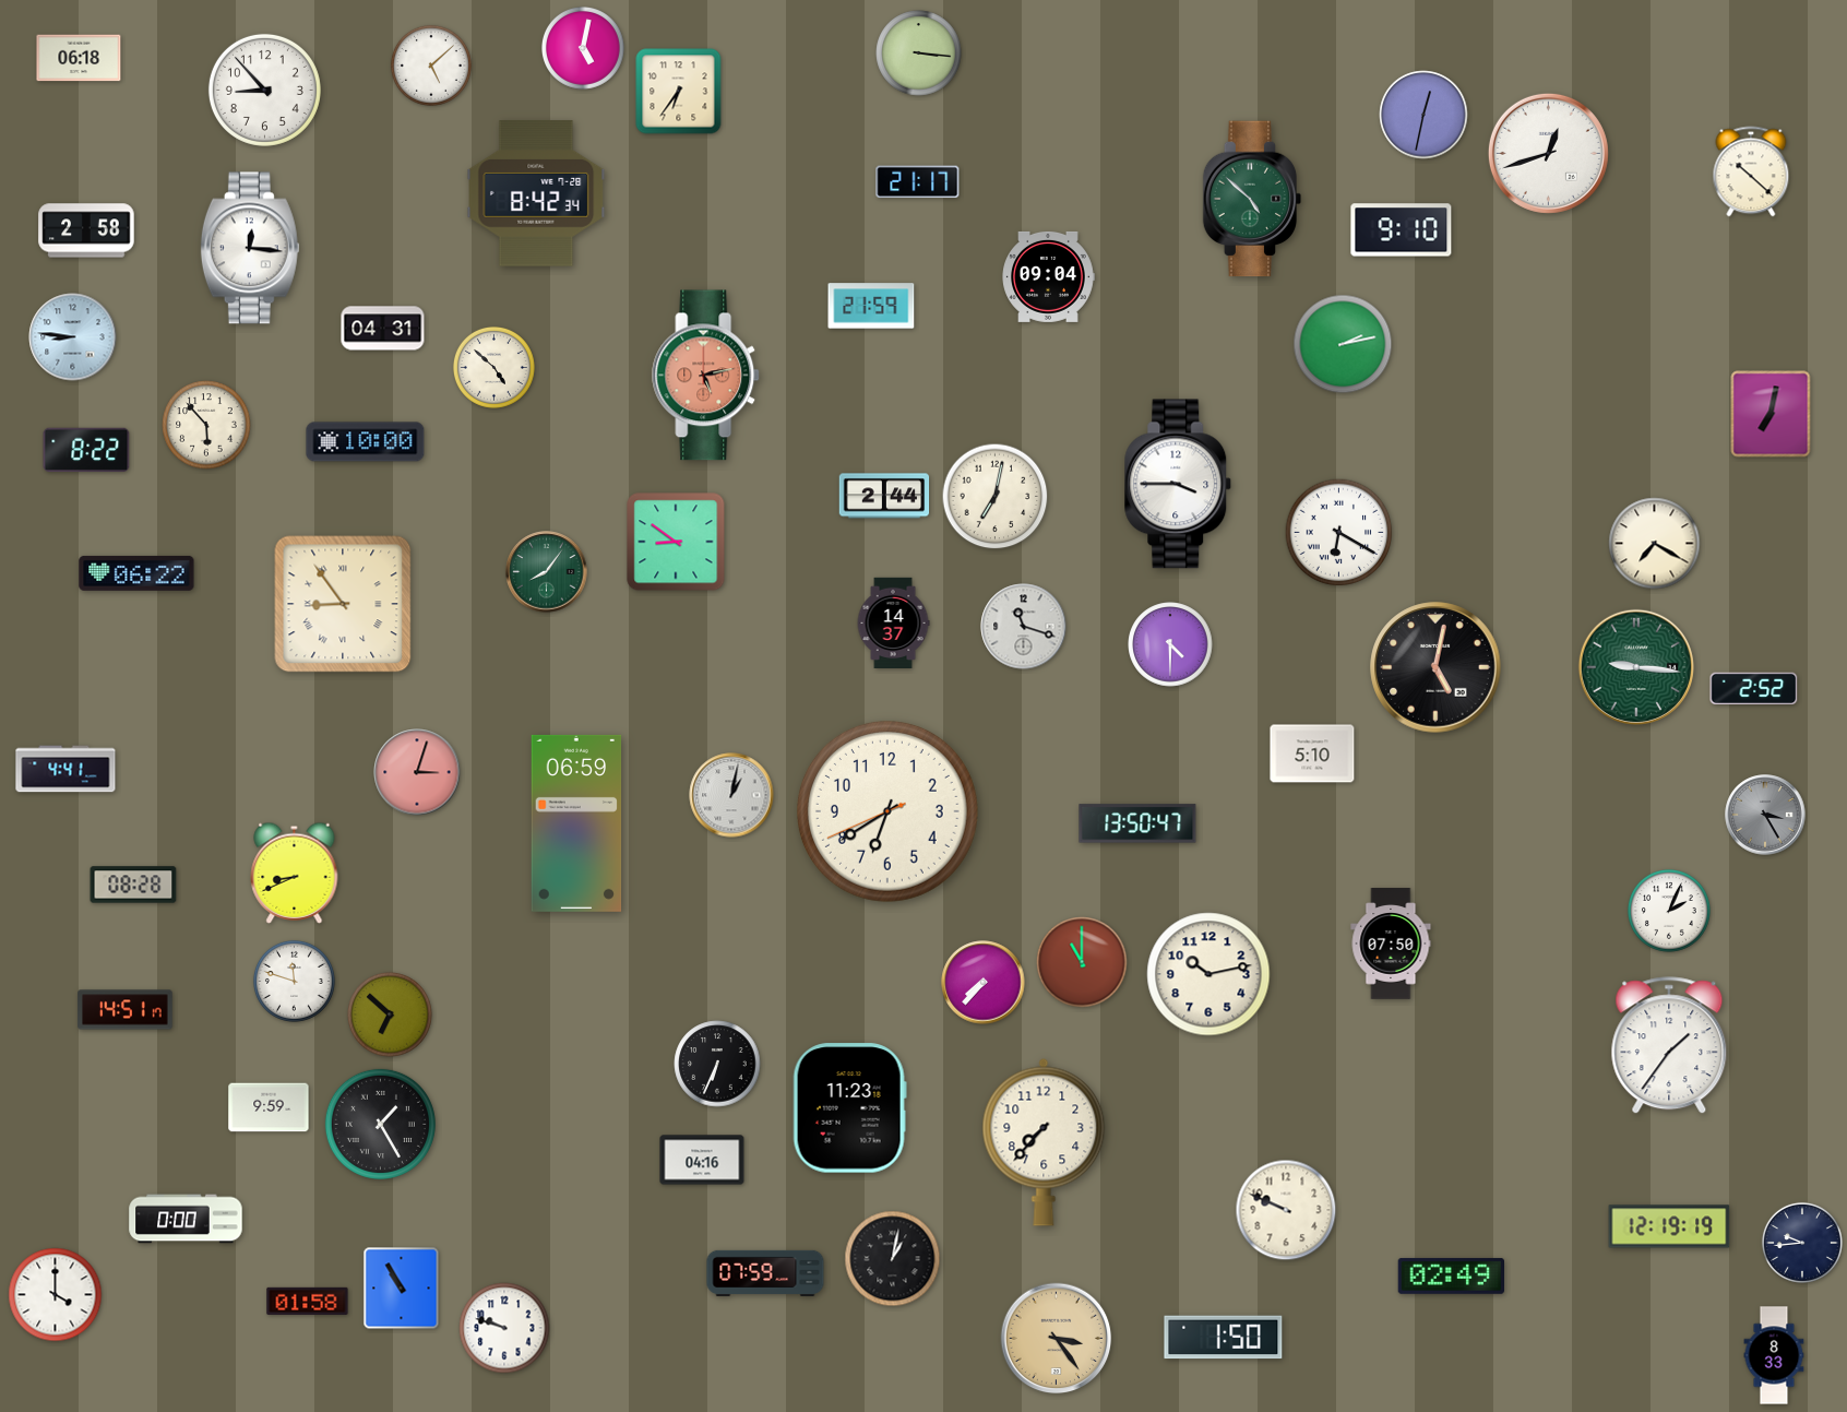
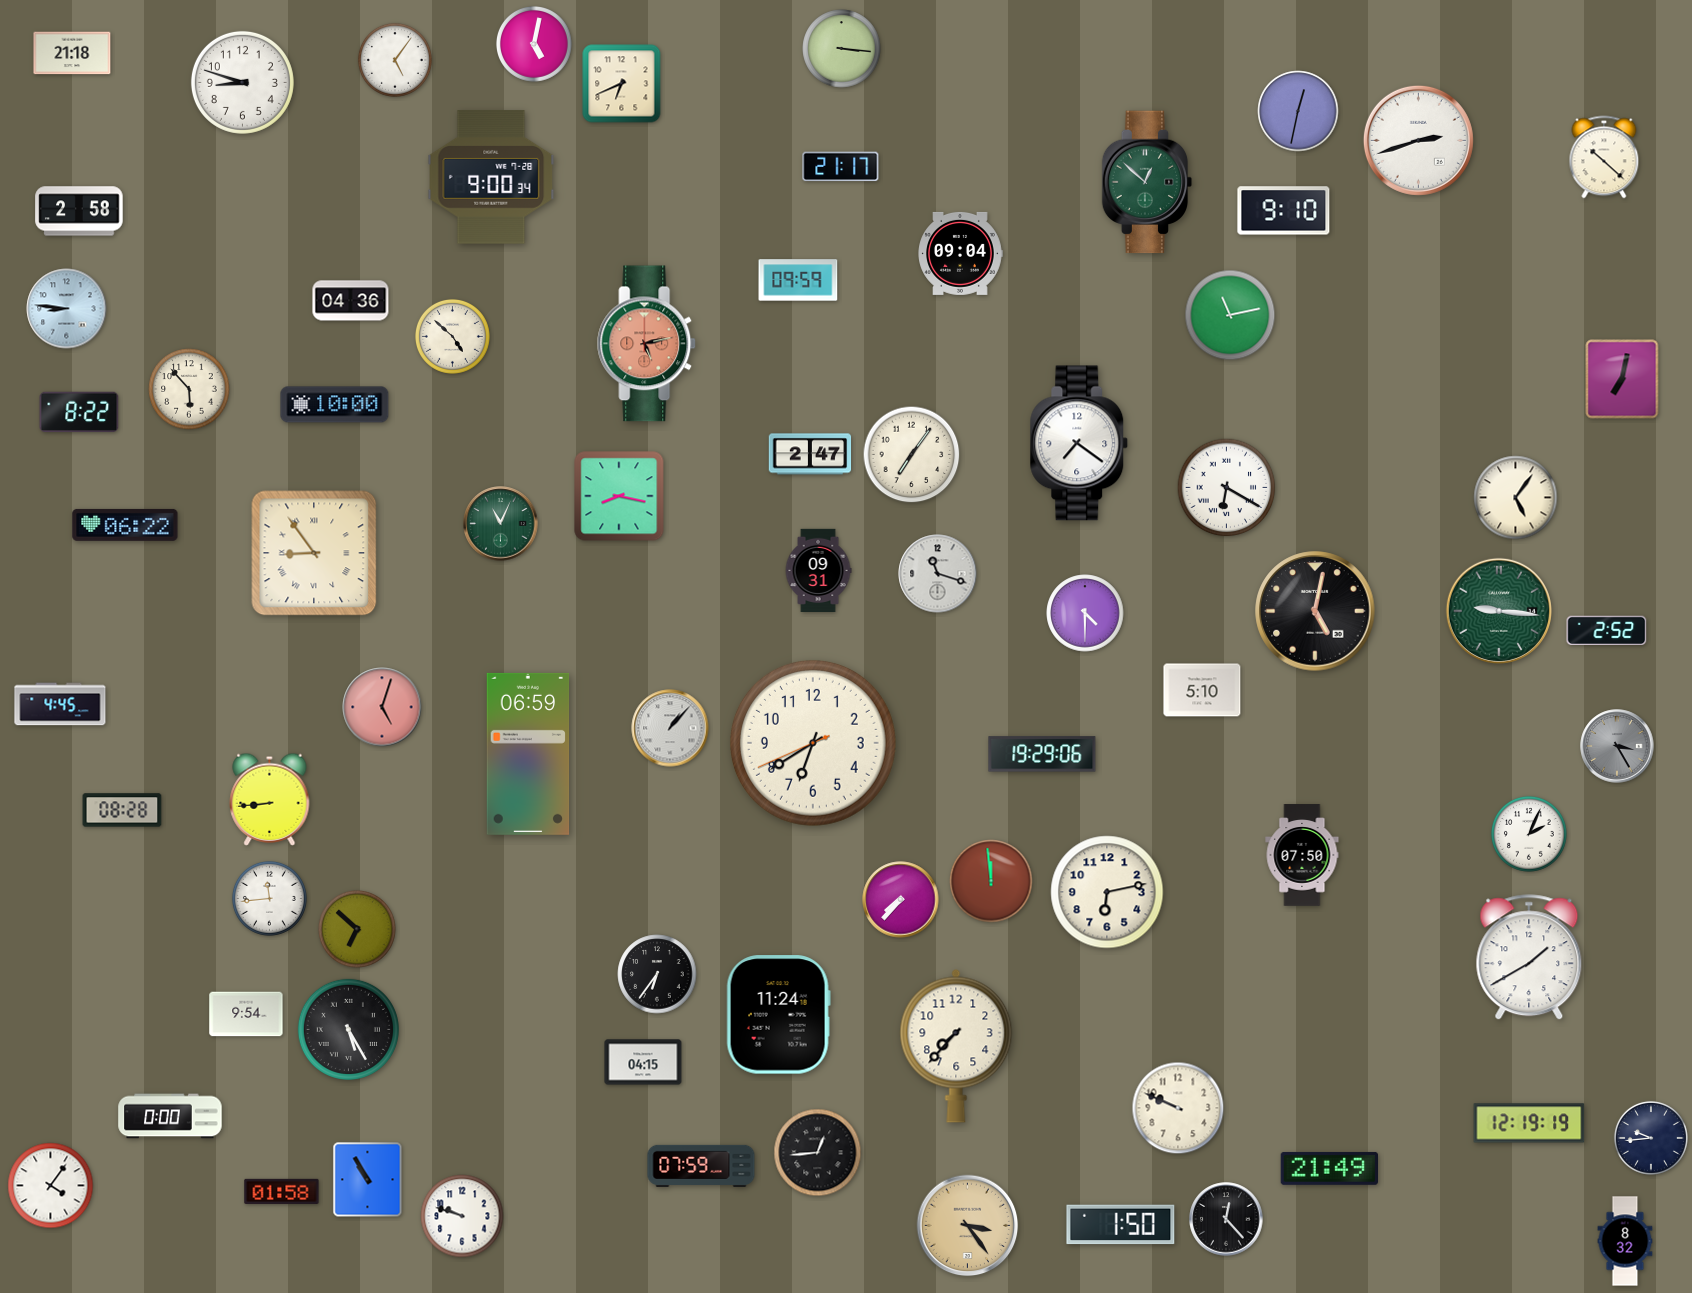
clock at (79, 58): 06:18 -> 21:18
clock at (431, 66): 5:08 -> 5:06
clock at (264, 90): 8:53 -> 8:48
clock at (679, 92): 6:36 -> 6:41
clock at (1423, 115) position: (1423, 115) -> (1298, 111)
clock at (1548, 153): 12:42 -> 2:42
clock at (536, 193): 8:42 -> 9:00
clock at (1252, 199): 4:52 -> 12:52
clock at (250, 248): 12:16 -> none
clock at (871, 306): 21:59 -> 09:59
clock at (383, 329): 04:31 -> 04:36
clock at (1343, 344): 2:13 -> 11:13
clock at (1178, 484): 3:45 -> 7:21
clock at (884, 496): 2:44 -> 2:47
clock at (996, 497): 7:02 -> 7:06
clock at (676, 542): 8:51 -> 8:17
clock at (1655, 544): 7:20 -> 5:06
clock at (547, 572): 8:06 -> 11:04
clock at (893, 622): 14:37 -> 09:31
clock at (1170, 644) position: (1170, 644) -> (1085, 613)
clock at (65, 769): 4:41 -> 4:45
clock at (417, 772): 3:03 -> 5:03
clock at (731, 795): 1:02 -> 1:07
clock at (1137, 823): 13:50 -> 19:29
clock at (295, 873): 8:41 -> 8:44
clock at (1391, 944) position: (1391, 944) -> (1302, 855)
clock at (1082, 962): 11:00 -> 11:59
clock at (1208, 974): 10:13 -> 6:13
clock at (294, 981): 11:48 -> 11:44
clock at (126, 1010): 14:51 -> none
clock at (1669, 1046): 1:36 -> 1:40
clock at (717, 1064): 6:34 -> 6:36
clock at (269, 1107): 9:59 -> 9:54
clock at (849, 1108): 11:23 -> 11:24
clock at (380, 1124): 1:25 -> 5:25
clock at (702, 1160): 04:16 -> 04:15
clock at (893, 1259): 1:02 -> 12:44
clock at (1452, 1275): 02:49 -> 21:49
clock at (56, 1295): 4:00 -> 4:06
clock at (1226, 1219): none -> 12:23
clock at (1774, 1355): 8:33 -> 8:32
